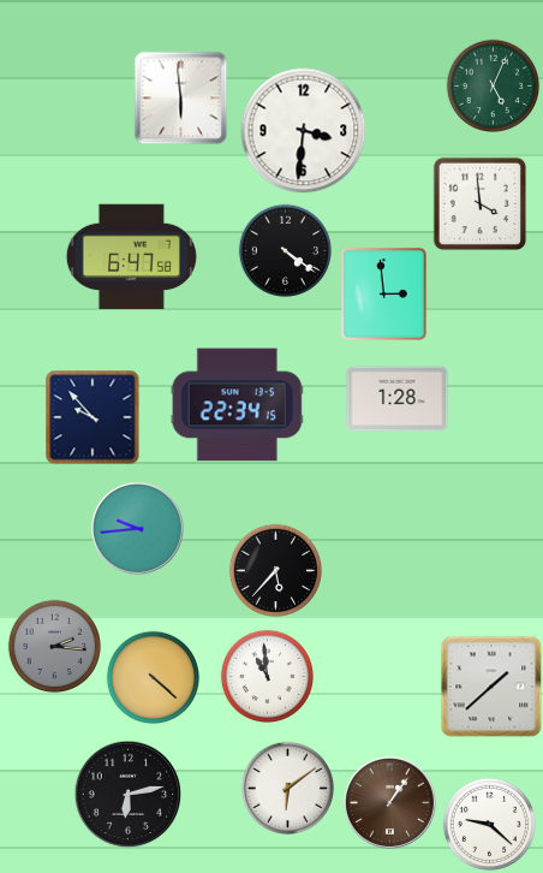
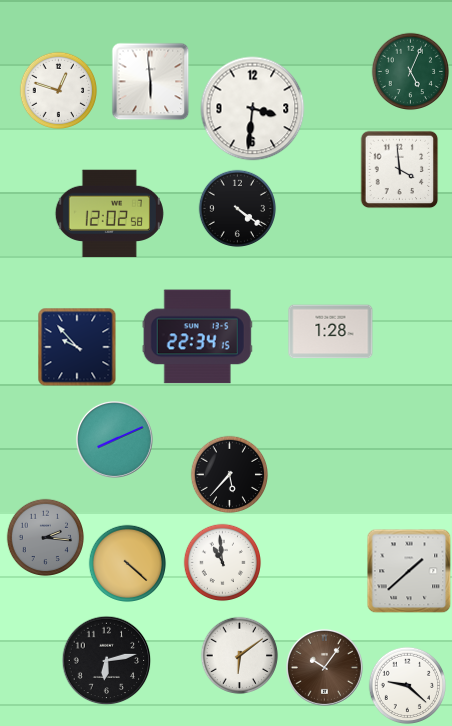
clock at (58, 90): none -> 12:48
clock at (131, 257): 6:47 -> 12:02
clock at (383, 293): 2:59 -> none
clock at (137, 528): 9:44 -> 8:11
clock at (389, 802): 1:06 -> 10:06
